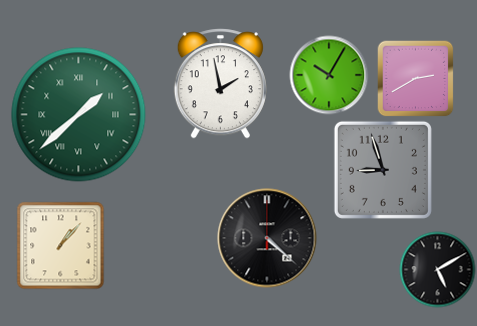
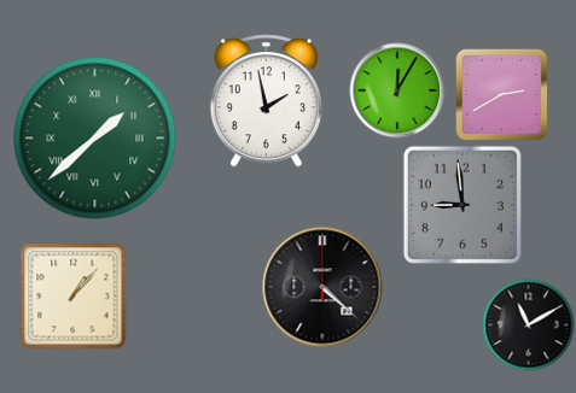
clock at (329, 75): 10:05 -> 12:05
clock at (383, 170): 8:57 -> 8:59
clock at (438, 270): 5:10 -> 11:10
